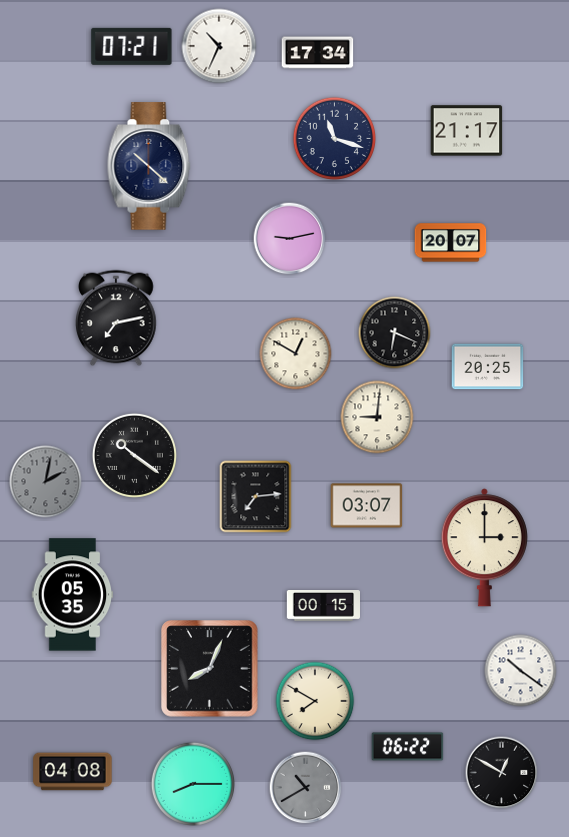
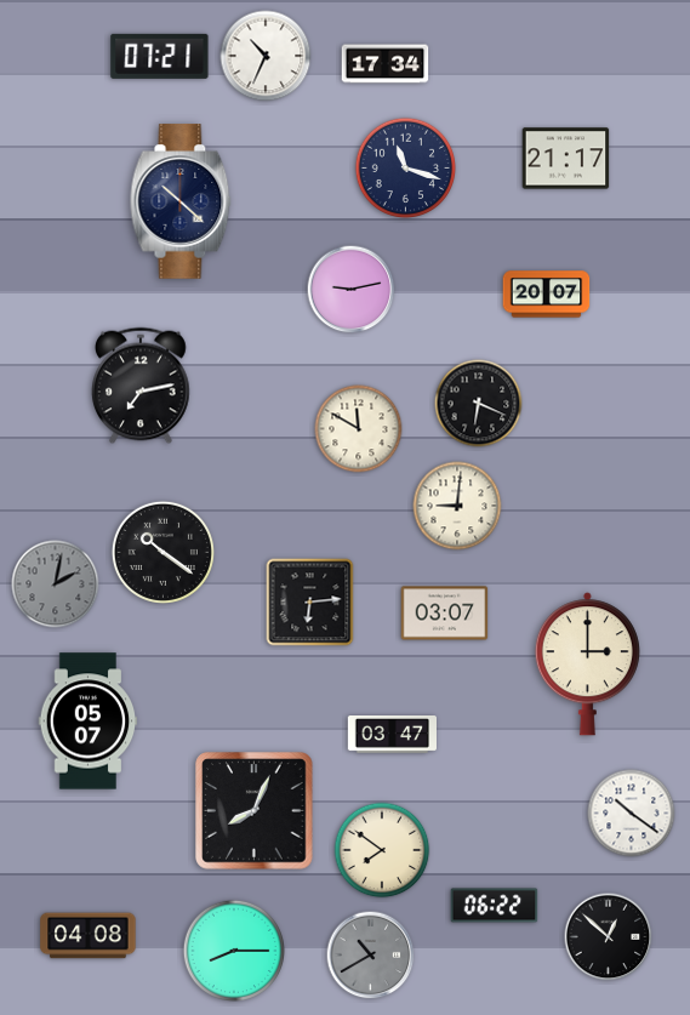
clock at (296, 354): 12:50 -> 11:50
clock at (488, 367): 20:25 -> none
clock at (256, 497): 7:14 -> 6:14
clock at (73, 595): 05:35 -> 05:07
clock at (323, 606): 00:15 -> 03:47
clock at (315, 701): 7:50 -> 7:51
clock at (502, 773): 12:50 -> 12:52
